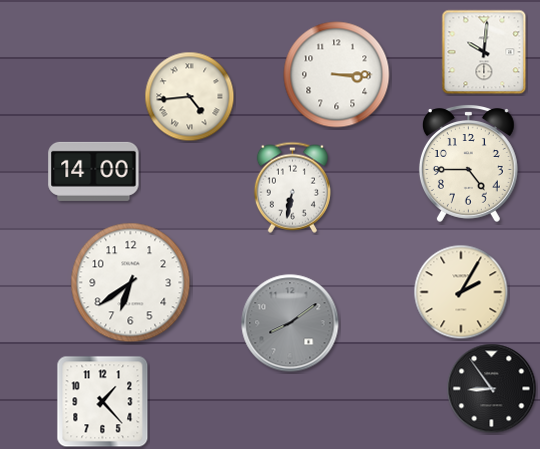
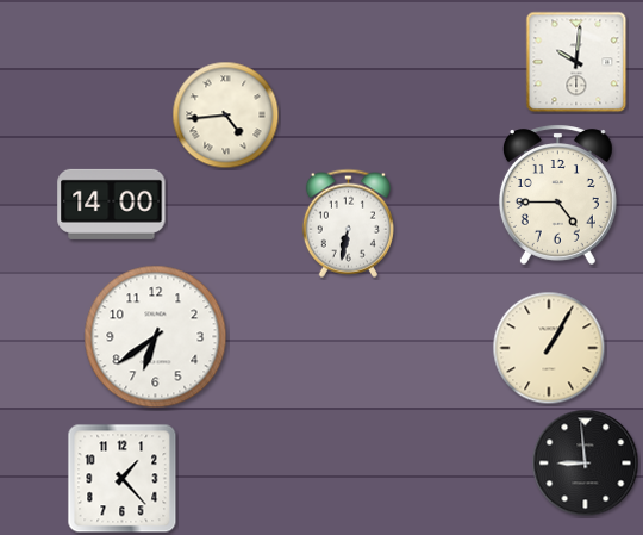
clock at (337, 75): 3:15 -> none
clock at (461, 292): 2:05 -> 1:05
clock at (290, 323): 8:09 -> none
clock at (492, 389): 8:54 -> 8:59
